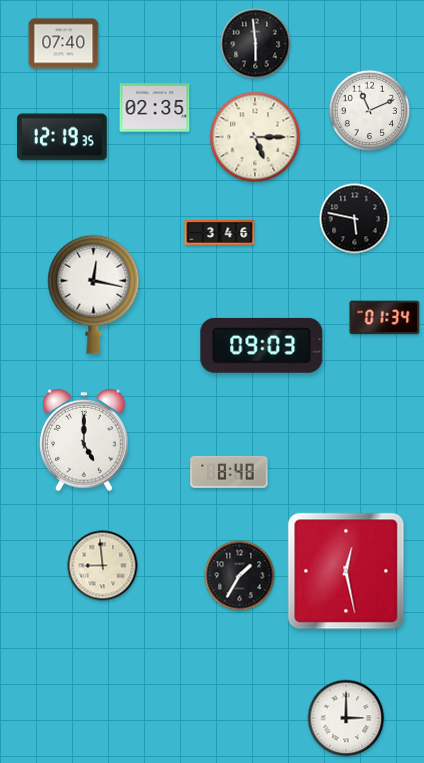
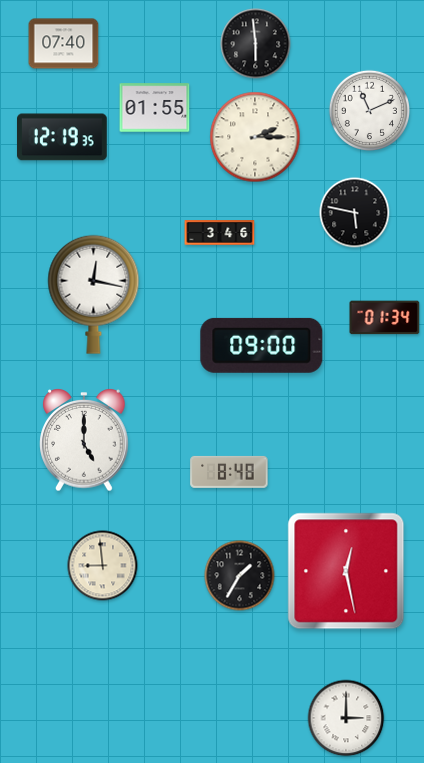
clock at (155, 108): 02:35 -> 01:55
clock at (255, 137): 5:15 -> 2:15
clock at (355, 219) position: (355, 219) -> (355, 213)
clock at (262, 345): 09:03 -> 09:00
